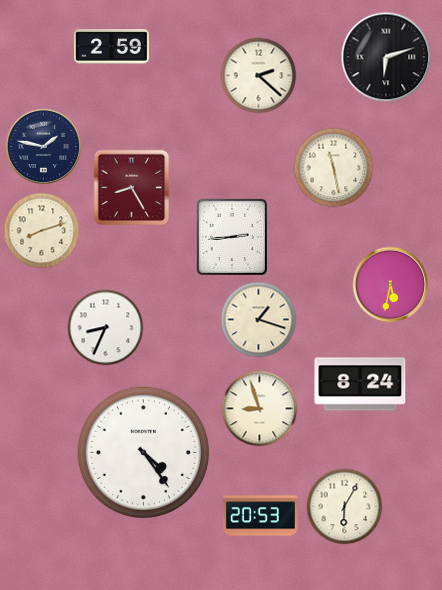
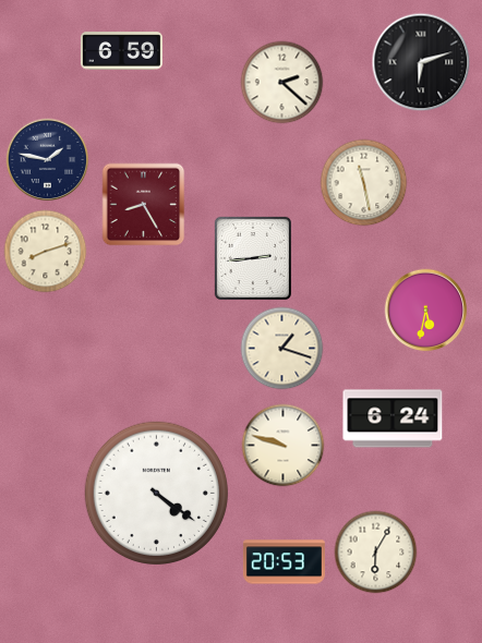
clock at (111, 47): 2:59 -> 6:59
clock at (106, 328): 8:34 -> none
clock at (360, 384): 8:24 -> 6:24
clock at (260, 409): 8:57 -> 9:48
clock at (143, 452): 4:24 -> 4:21
